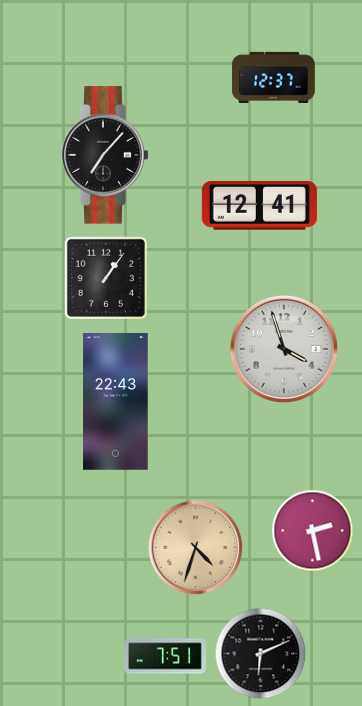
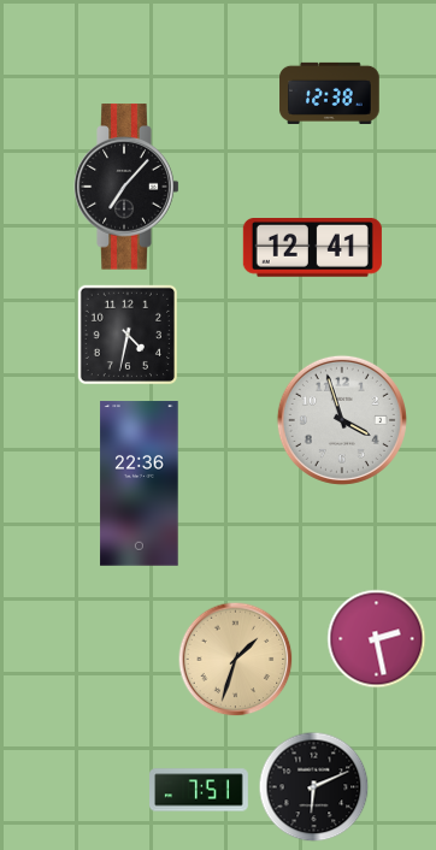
clock at (274, 77): 12:37 -> 12:38
clock at (105, 277): 1:06 -> 4:32
clock at (116, 402): 22:43 -> 22:36
clock at (196, 548): 4:33 -> 1:33
